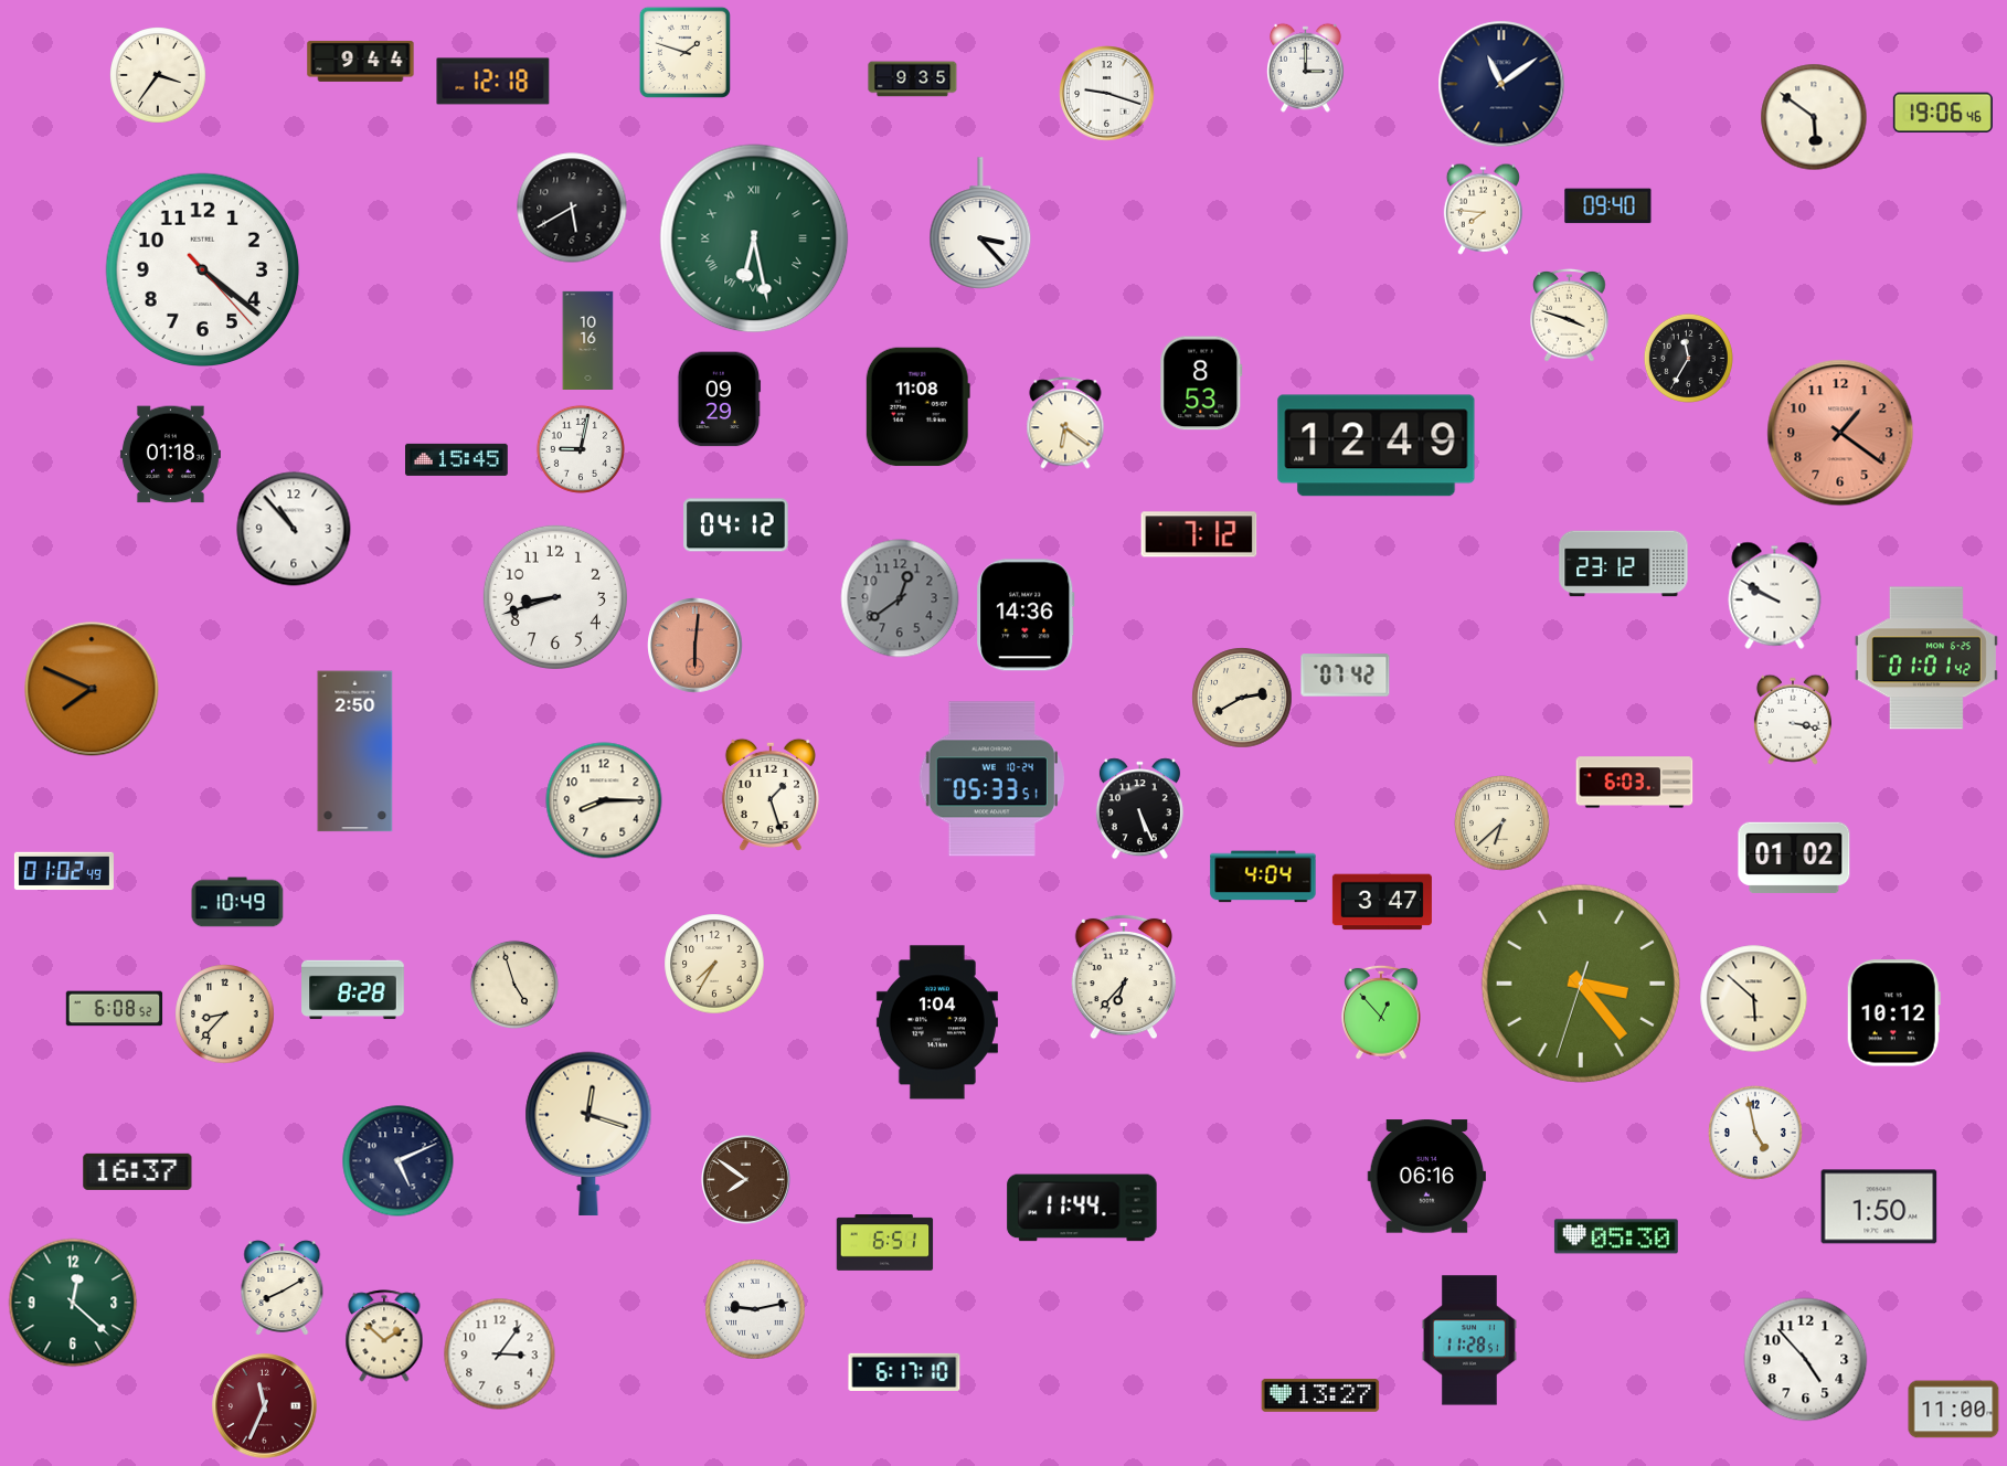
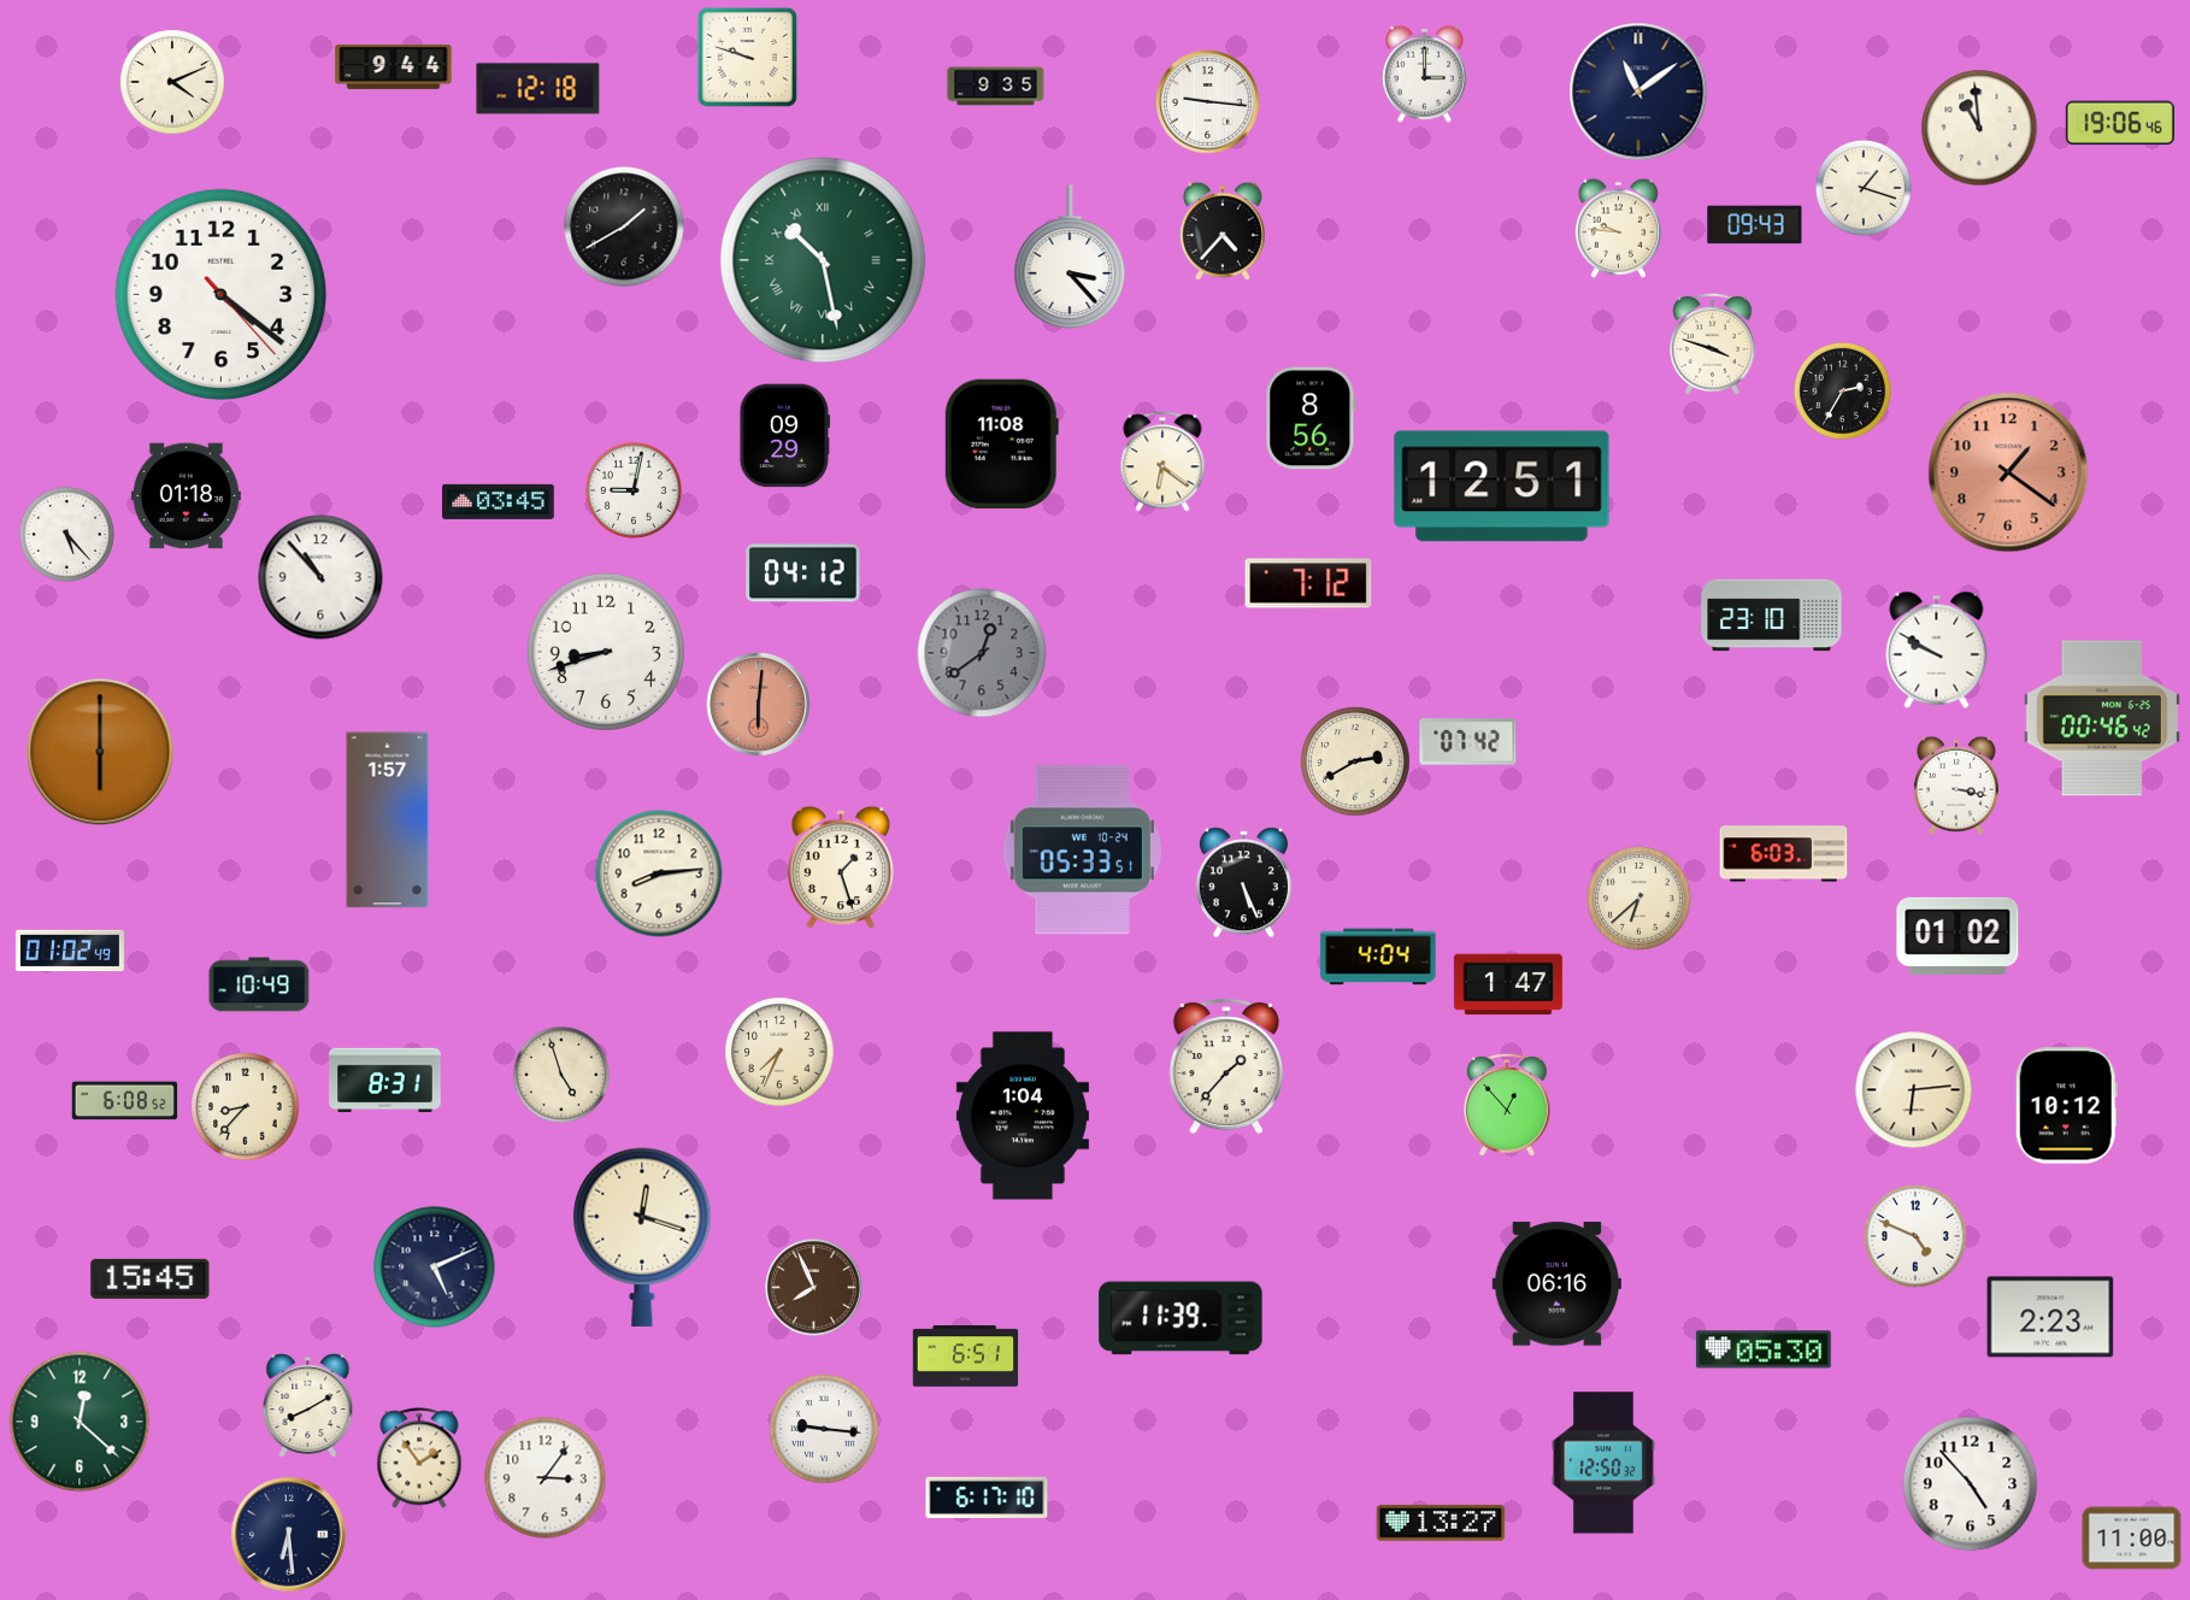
clock at (684, 52): 1:48 -> 9:48
clock at (158, 75): 3:36 -> 4:11
clock at (1107, 94): 9:18 -> 9:16
clock at (1814, 117): 5:51 -> 10:59
clock at (1864, 188): none -> 1:18
clock at (1608, 206): 09:40 -> 09:43
clock at (572, 208): 5:40 -> 1:40
clock at (1483, 209): 7:46 -> 9:46
clock at (1223, 231): none -> 4:37
clock at (980, 223) position: (980, 223) -> (1070, 257)
clock at (754, 238): 6:28 -> 10:28
clock at (588, 340): 10:16 -> none
clock at (1688, 358): 11:35 -> 2:35
clock at (1201, 383): 8:53 -> 8:56
clock at (1377, 446): 12:49 -> 12:51
clock at (457, 459): 15:45 -> 03:45
clock at (66, 534): none -> 5:23
clock at (1624, 564): 23:12 -> 23:10
clock at (1026, 615): 14:36 -> none
clock at (1926, 658): 01:01 -> 00:46
clock at (1346, 676) position: (1346, 676) -> (1468, 742)
clock at (92, 689): 7:49 -> 6:00
clock at (355, 752): 2:50 -> 1:57
clock at (604, 800): 8:15 -> 8:14
clock at (1382, 902): 3:47 -> 1:47
clock at (714, 964): 7:35 -> 7:34
clock at (1124, 977): 6:37 -> 1:37
clock at (1581, 984): 3:23 -> none
clock at (353, 990): 8:28 -> 8:31
clock at (1754, 999): 5:52 -> 6:14
clock at (1756, 1134): 4:58 -> 4:49
clock at (138, 1171): 16:37 -> 15:45
clock at (746, 1180): 7:51 -> 7:56
clock at (1879, 1207): 1:50 -> 2:23
clock at (1082, 1208): 11:44 -> 11:39
clock at (755, 1309): 9:13 -> 9:16
clock at (384, 1336): 1:52 -> 1:54
clock at (1469, 1340): 11:28 -> 12:50
clock at (265, 1406): 11:34 -> 6:29
clock at (265, 1406) dial: burgundy -> navy
